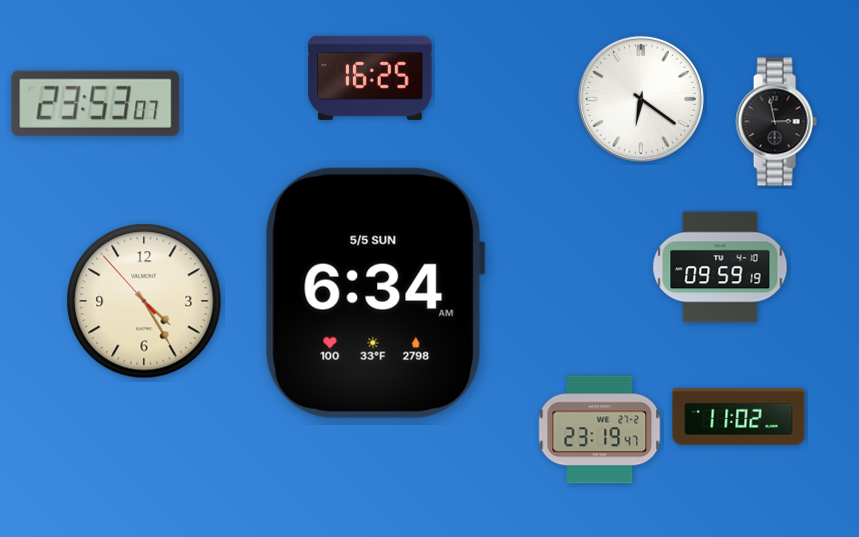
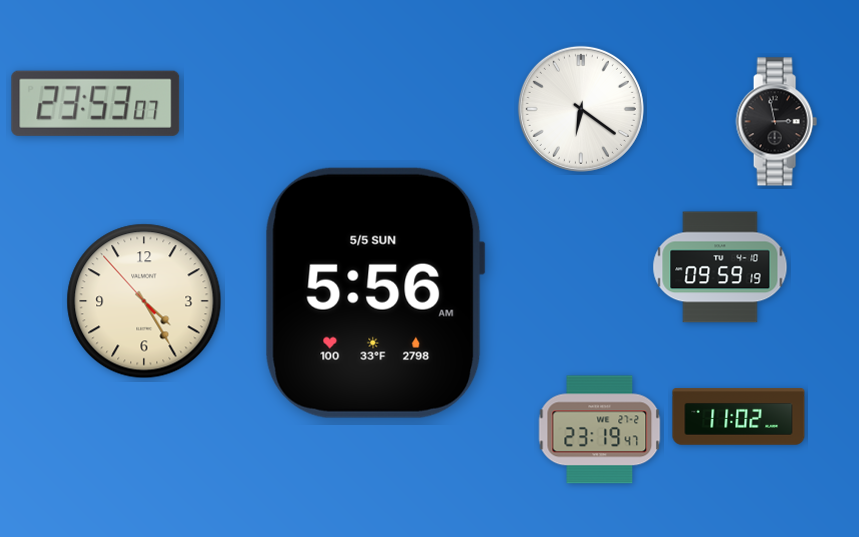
clock at (370, 78): 16:25 -> none
clock at (641, 99) position: (641, 99) -> (581, 109)
clock at (375, 293): 6:34 -> 5:56
